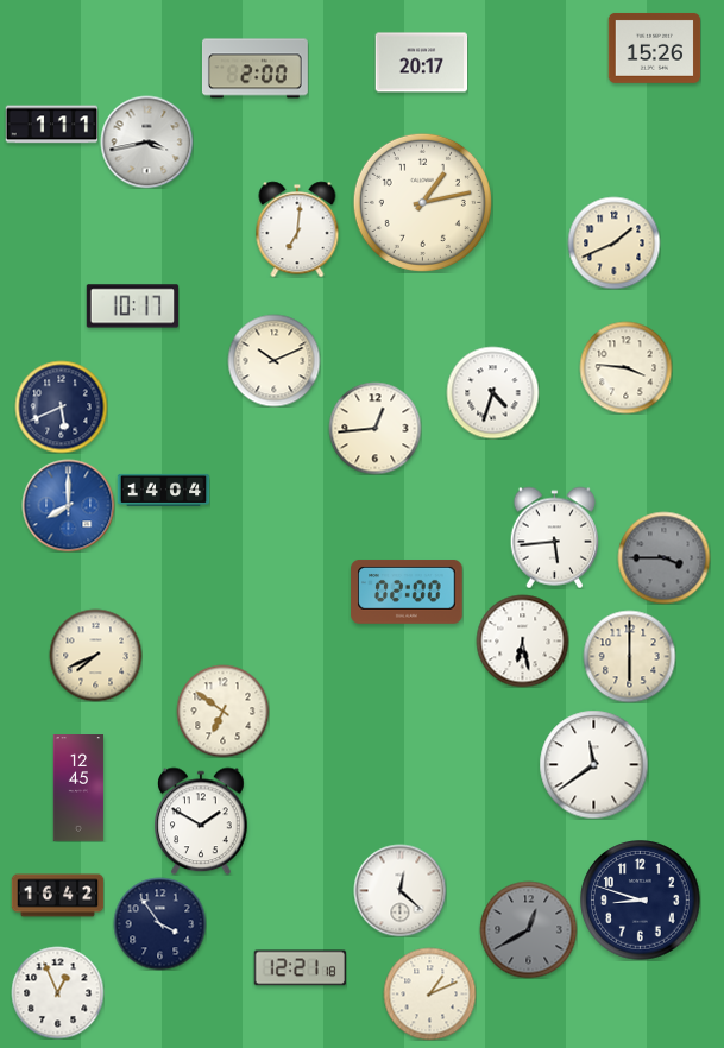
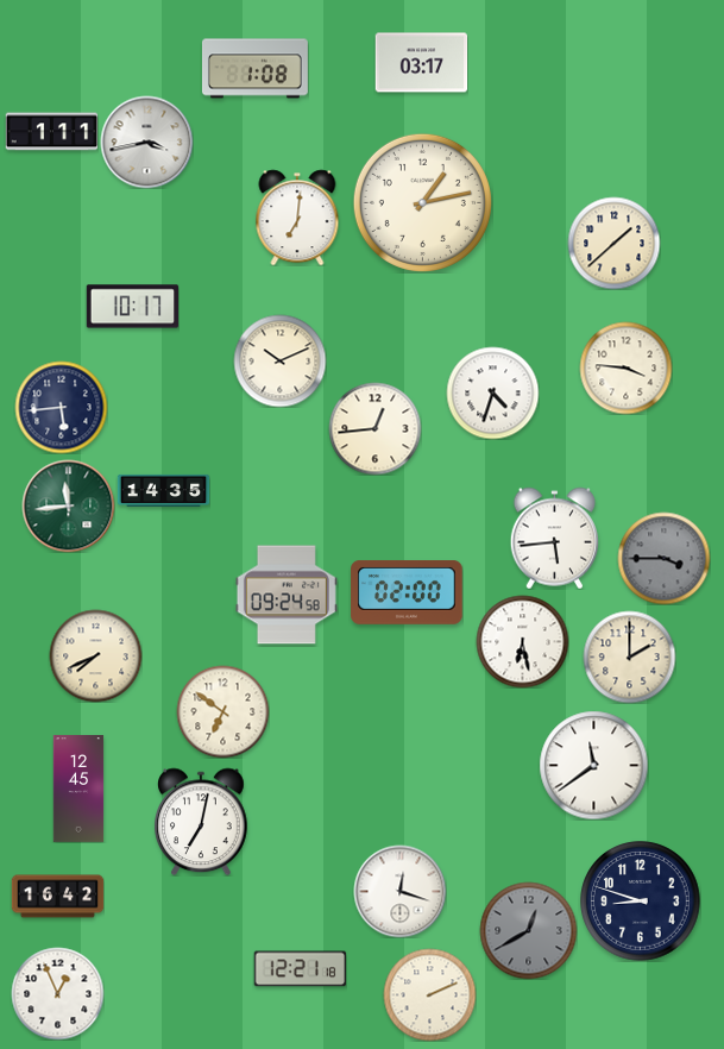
clock at (654, 48): 15:26 -> none
clock at (421, 63): 20:17 -> 03:17
clock at (256, 69): 2:00 -> 1:08
clock at (51, 125) position: (51, 125) -> (51, 132)
clock at (297, 229) position: (297, 229) -> (297, 218)
clock at (613, 242): 1:41 -> 1:38
clock at (273, 360) position: (273, 360) -> (279, 360)
clock at (61, 406): 5:41 -> 5:44
clock at (163, 490): 14:04 -> 14:35
clock at (68, 505): 8:00 -> 11:44
clock at (68, 505) dial: blue -> green
clock at (287, 595): none -> 09:24
clock at (629, 656): 6:00 -> 2:00
clock at (202, 821): 1:50 -> 7:02
clock at (399, 890): 12:22 -> 12:18
clock at (159, 923): 3:54 -> none
clock at (429, 993): 1:11 -> 2:11
